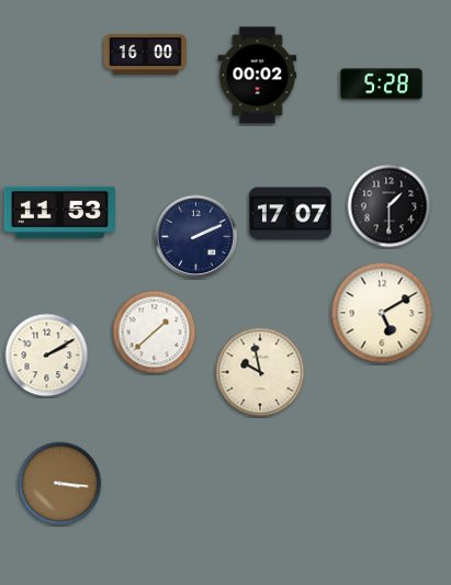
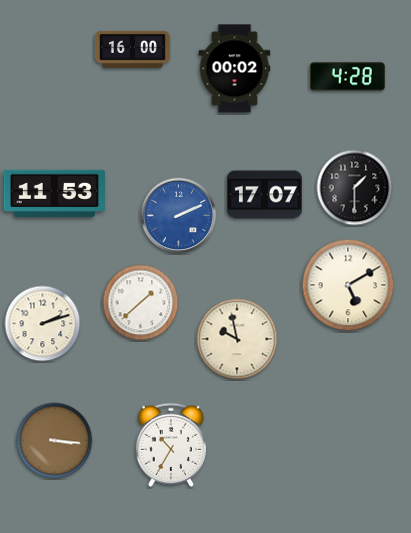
clock at (381, 85): 5:28 -> 4:28
clock at (196, 237) dial: navy -> blue
clock at (47, 356): 2:10 -> 2:12
clock at (171, 445): none -> 10:35
